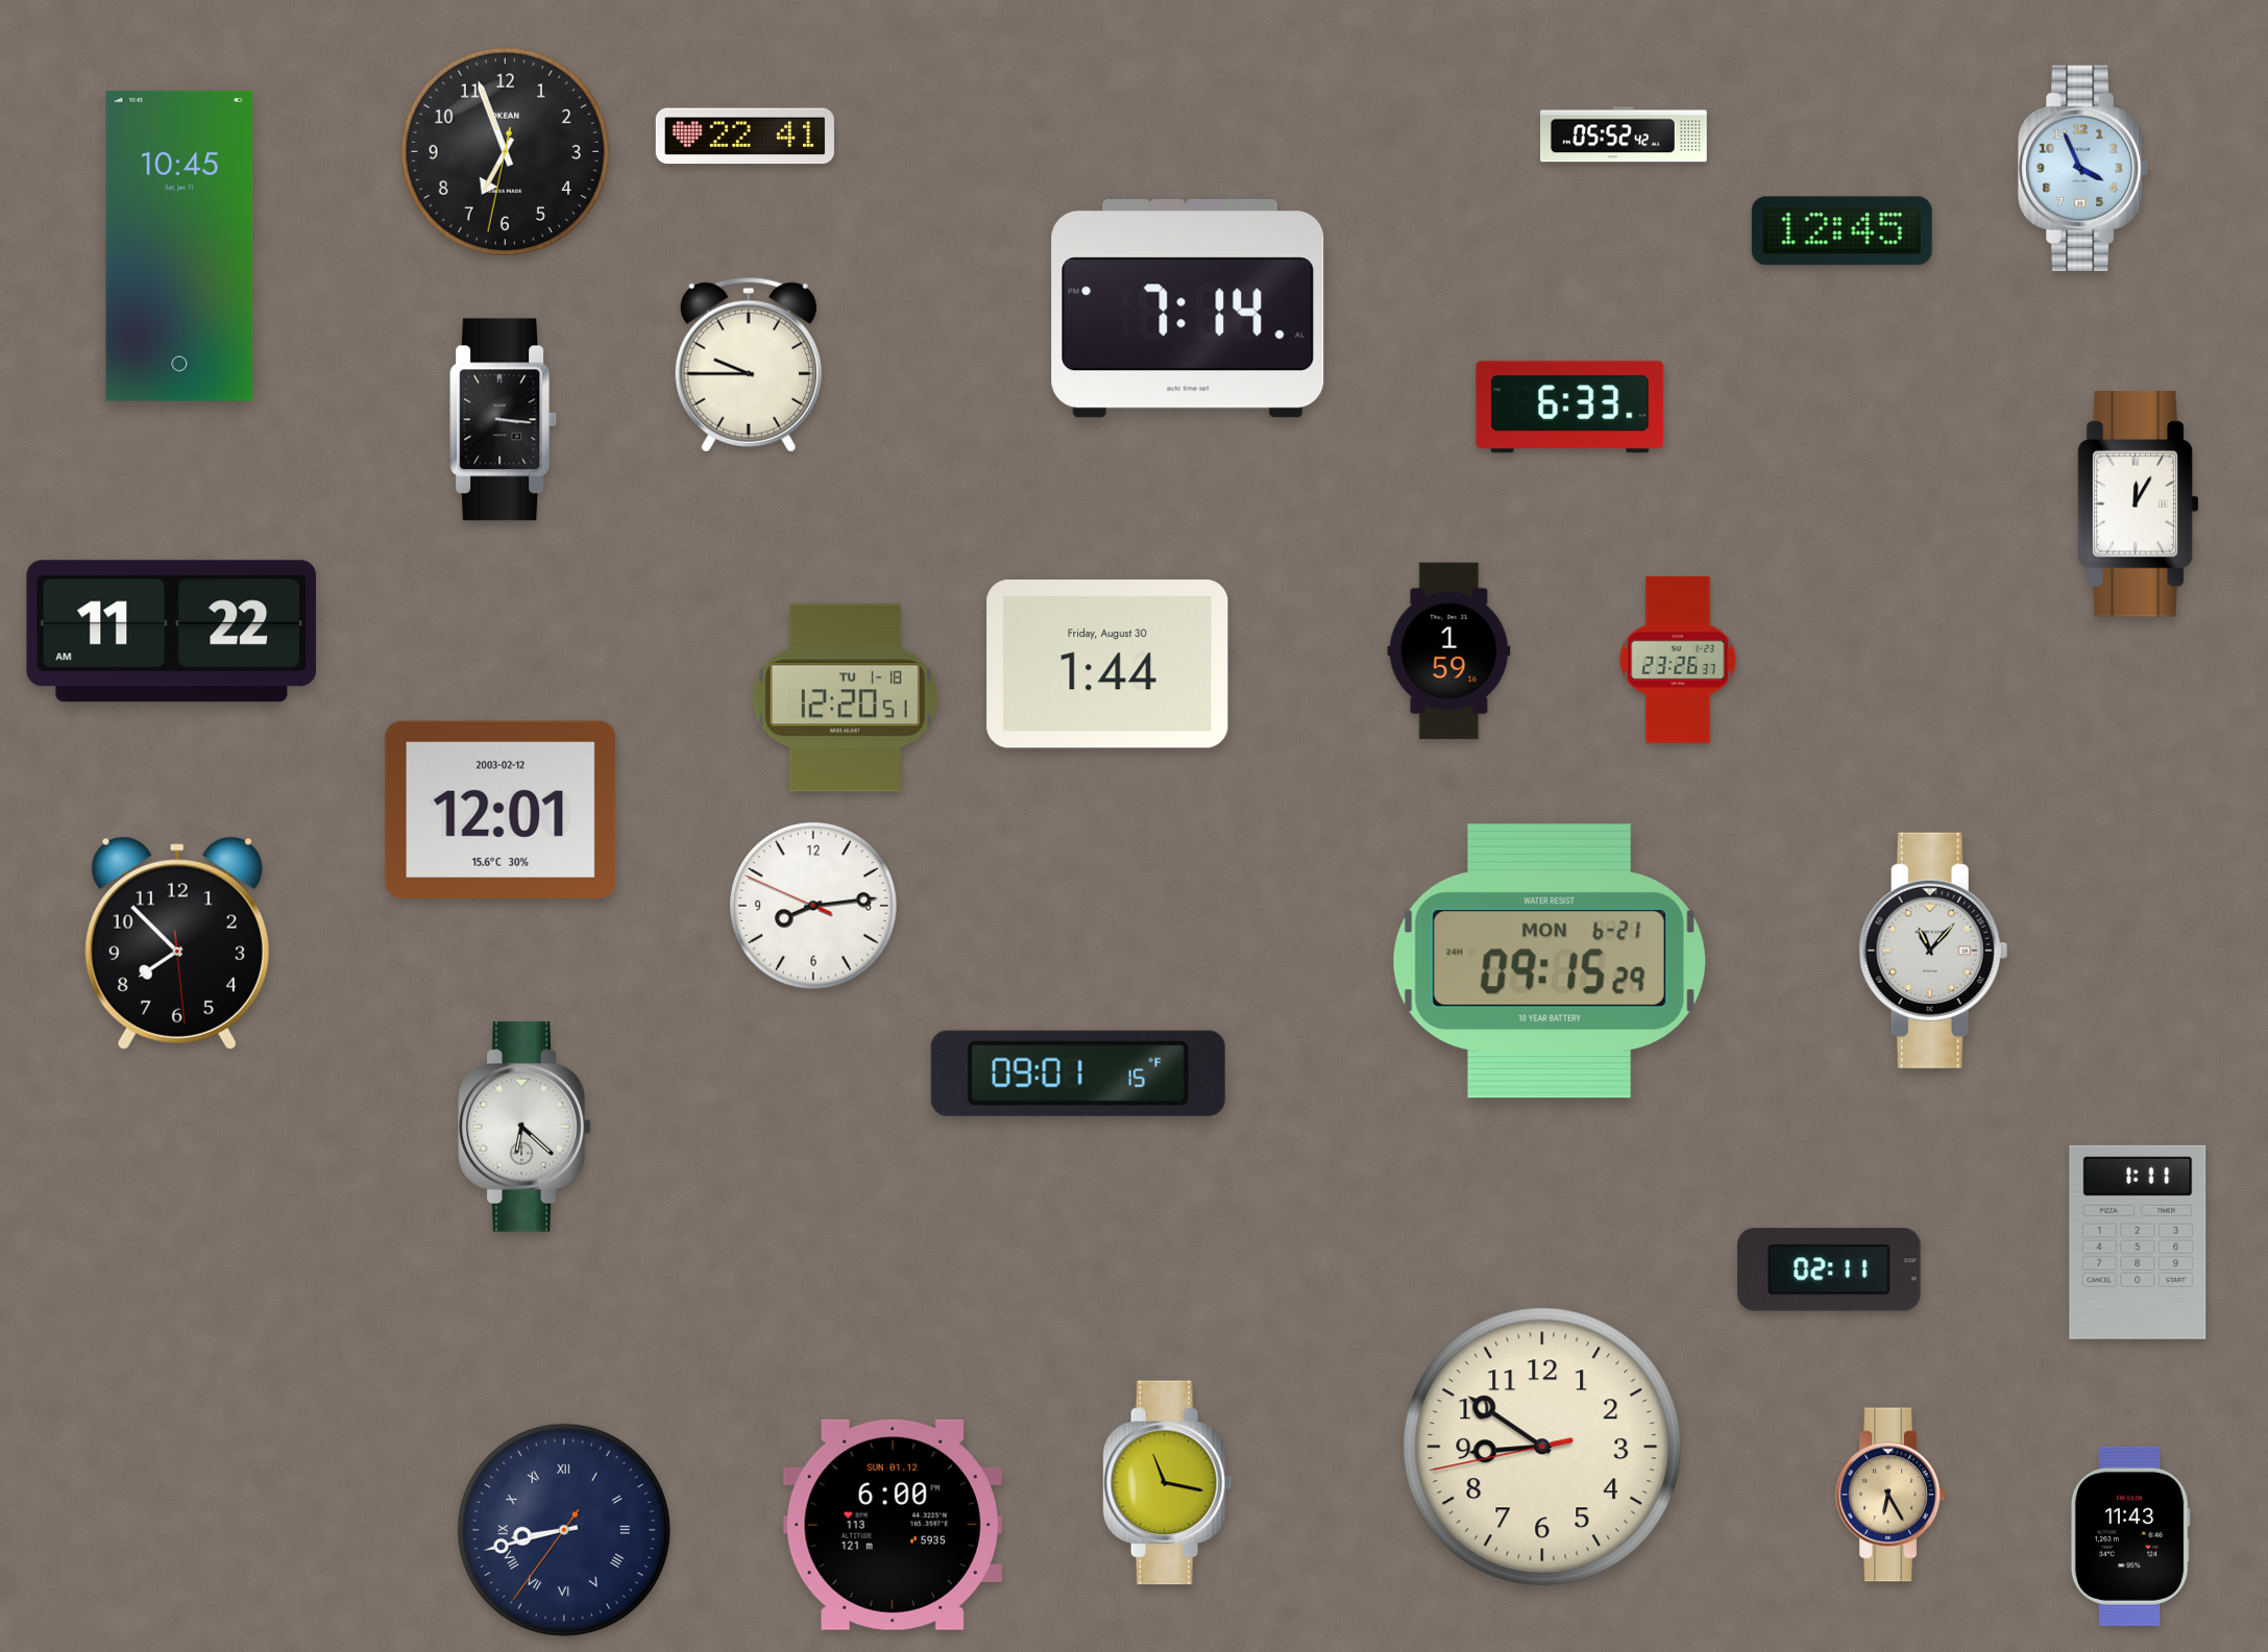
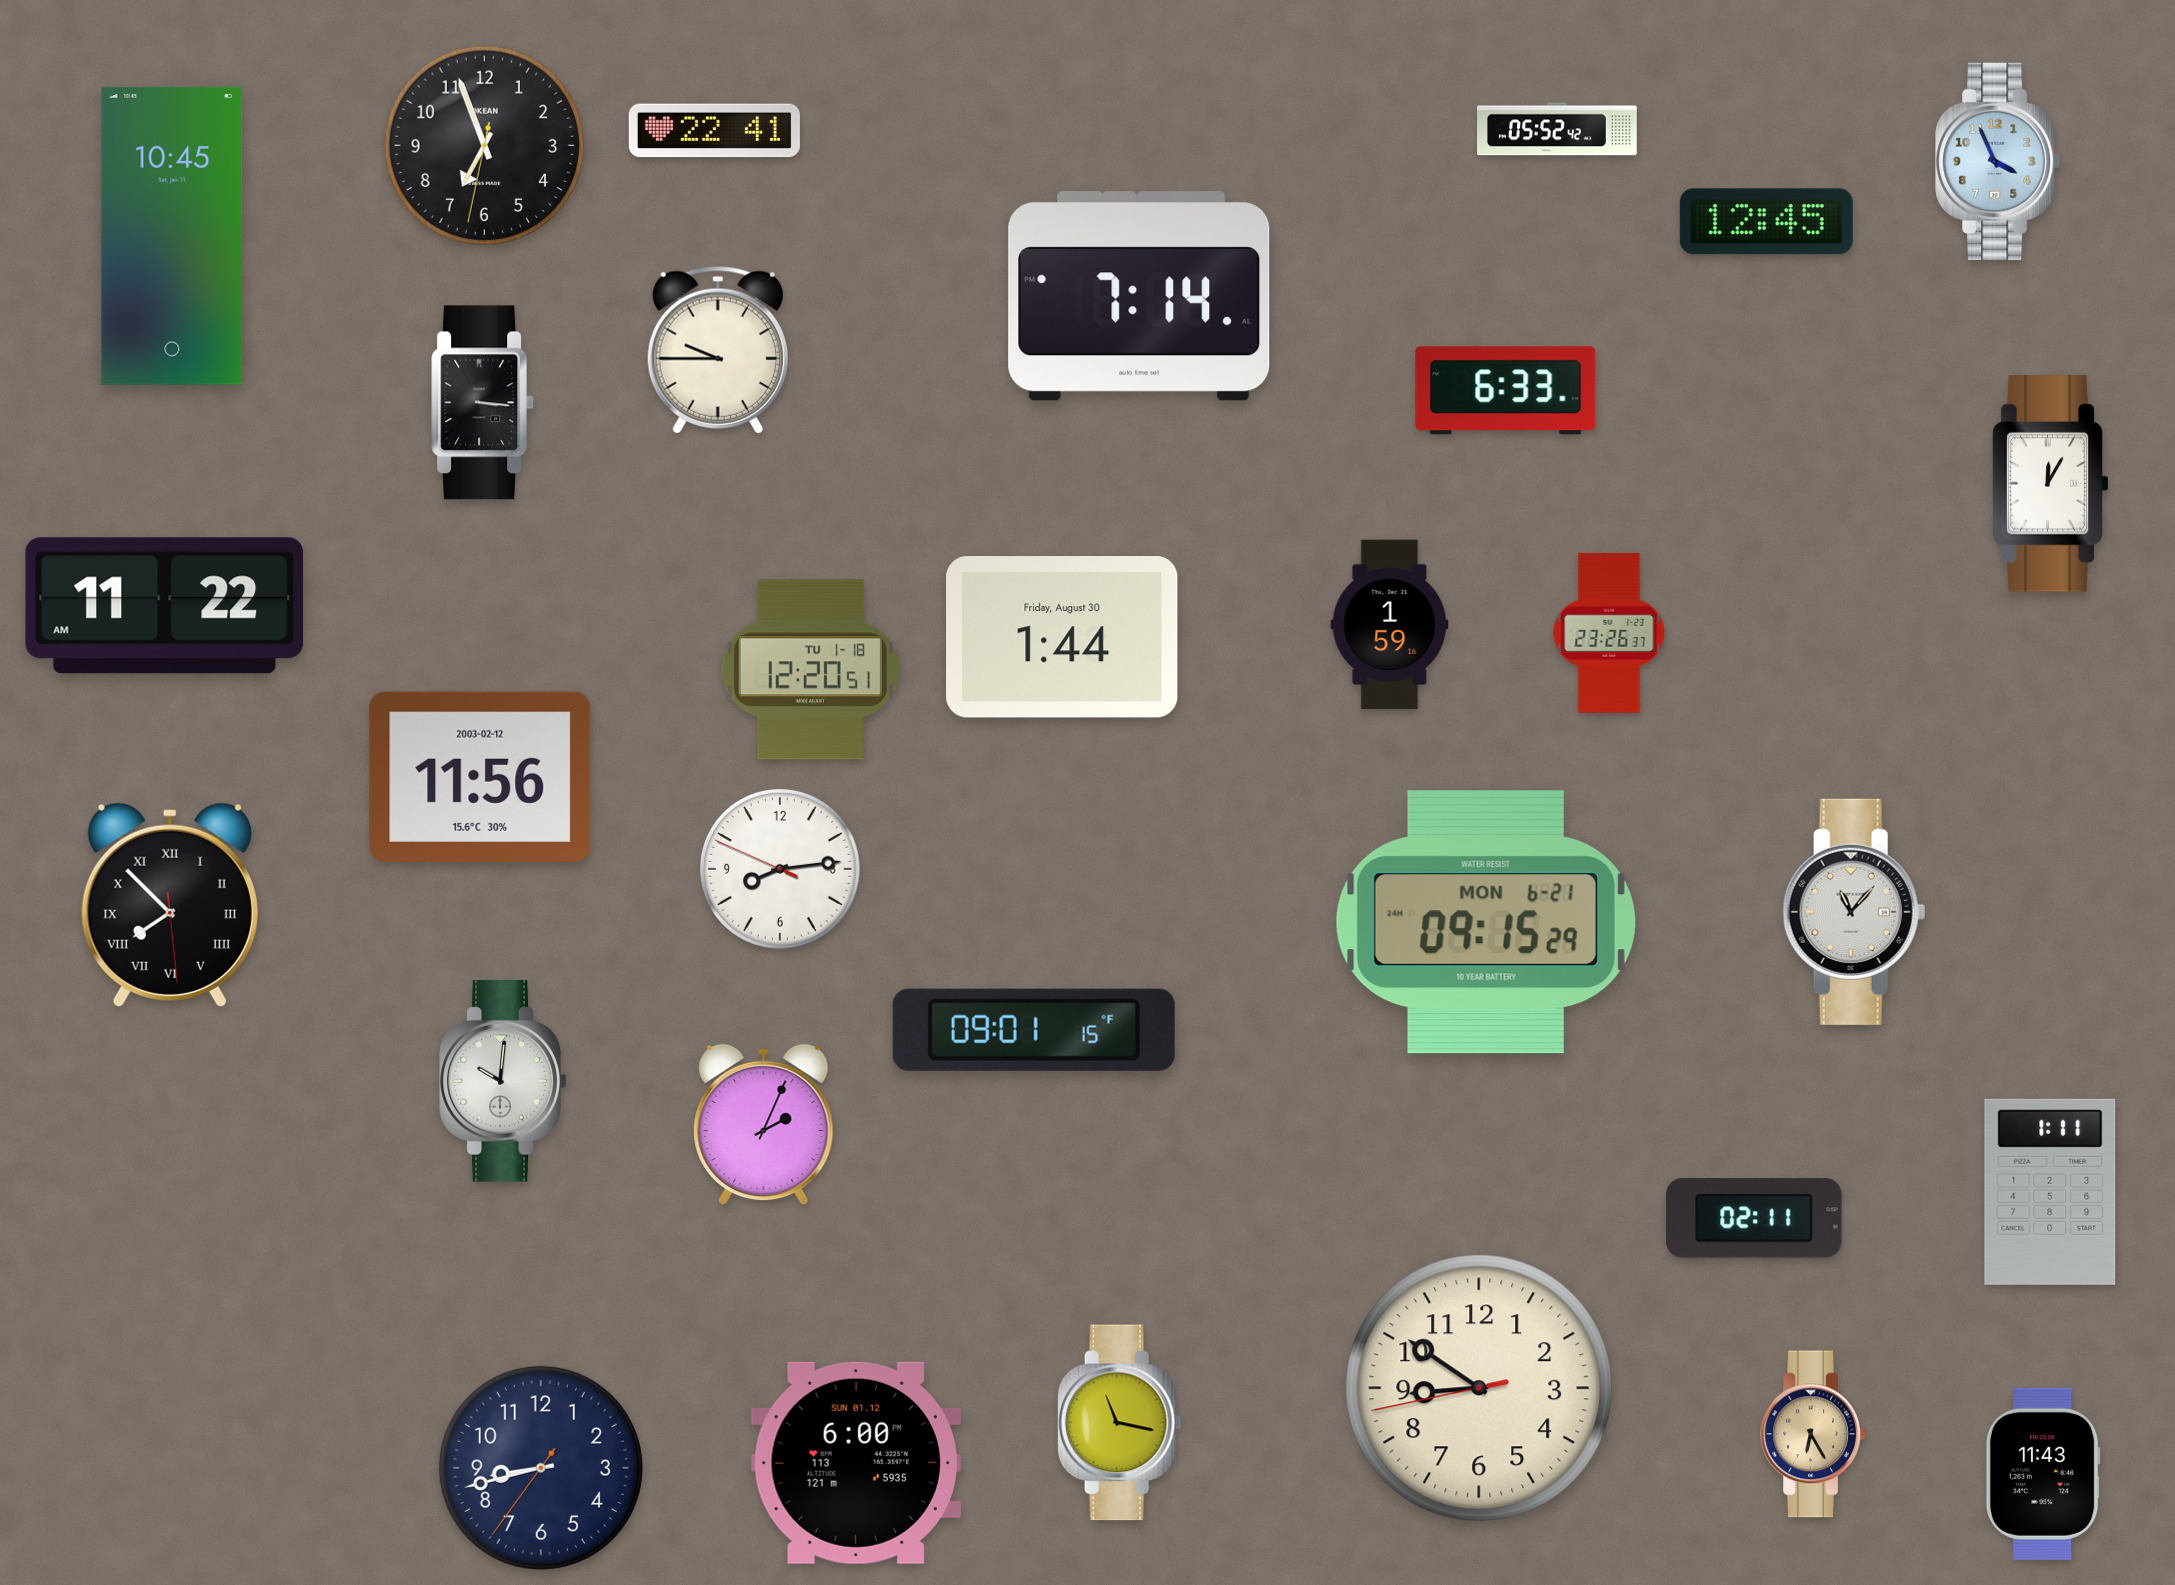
clock at (501, 810): 12:01 -> 11:56
clock at (177, 943) numerals: Arabic -> Roman
clock at (525, 1127): 6:22 -> 10:01
clock at (764, 1125): none -> 2:04
clock at (564, 1530) numerals: Roman -> Arabic
